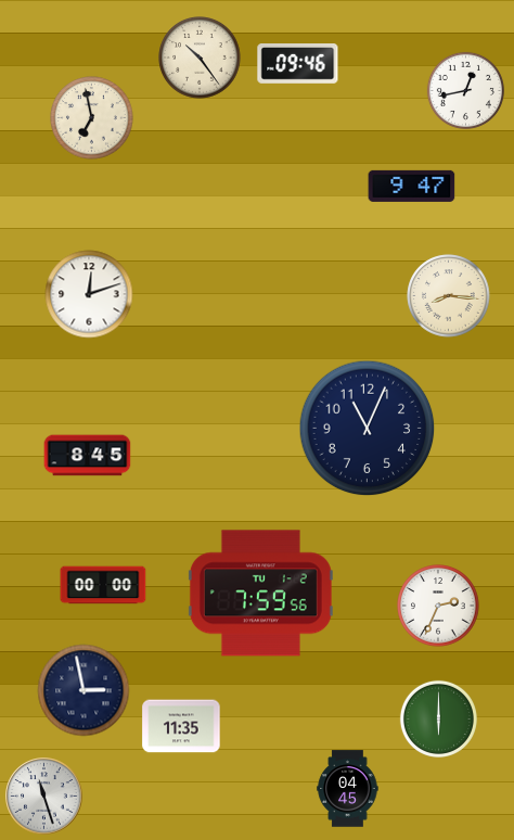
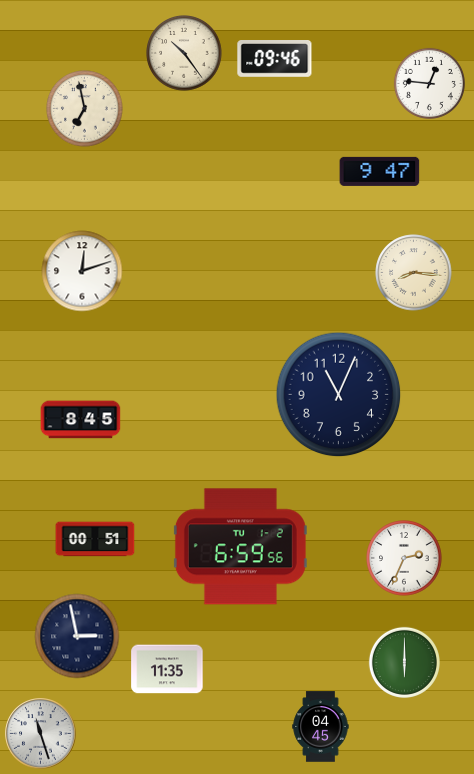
clock at (465, 90): 12:43 -> 12:46
clock at (103, 585): 00:00 -> 00:51
clock at (260, 594): 7:59 -> 6:59
